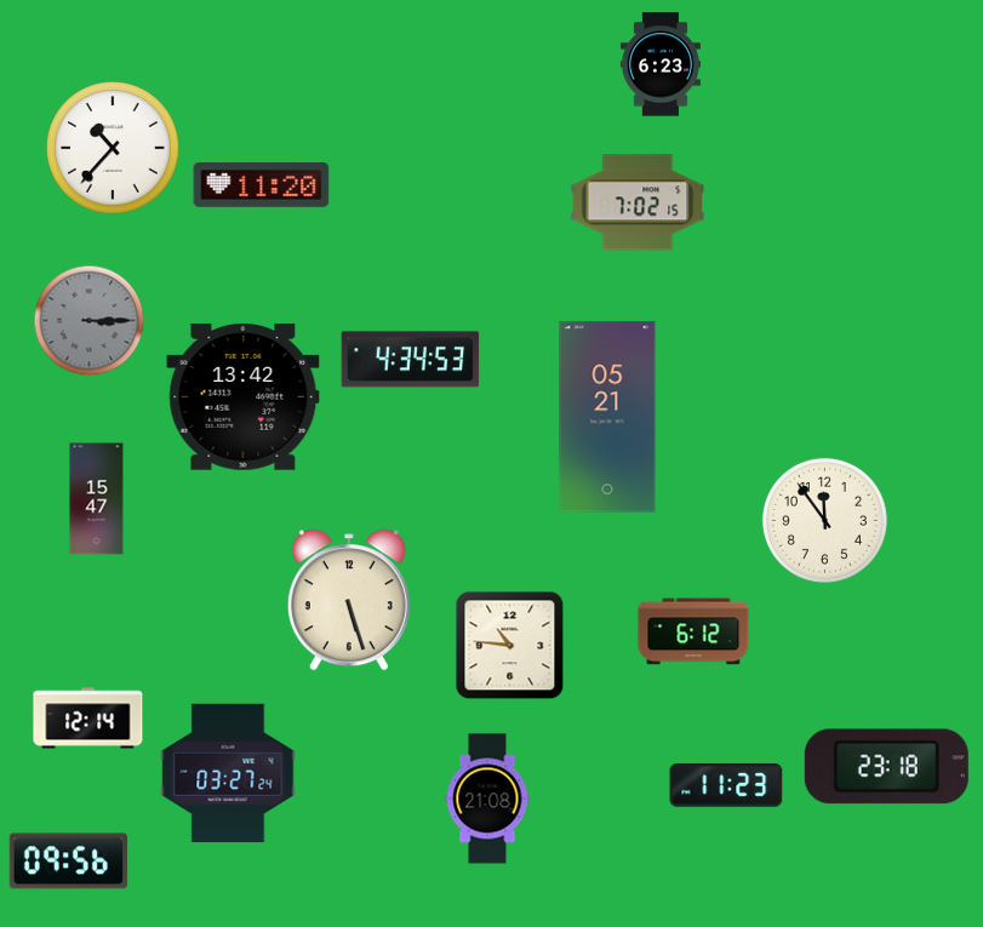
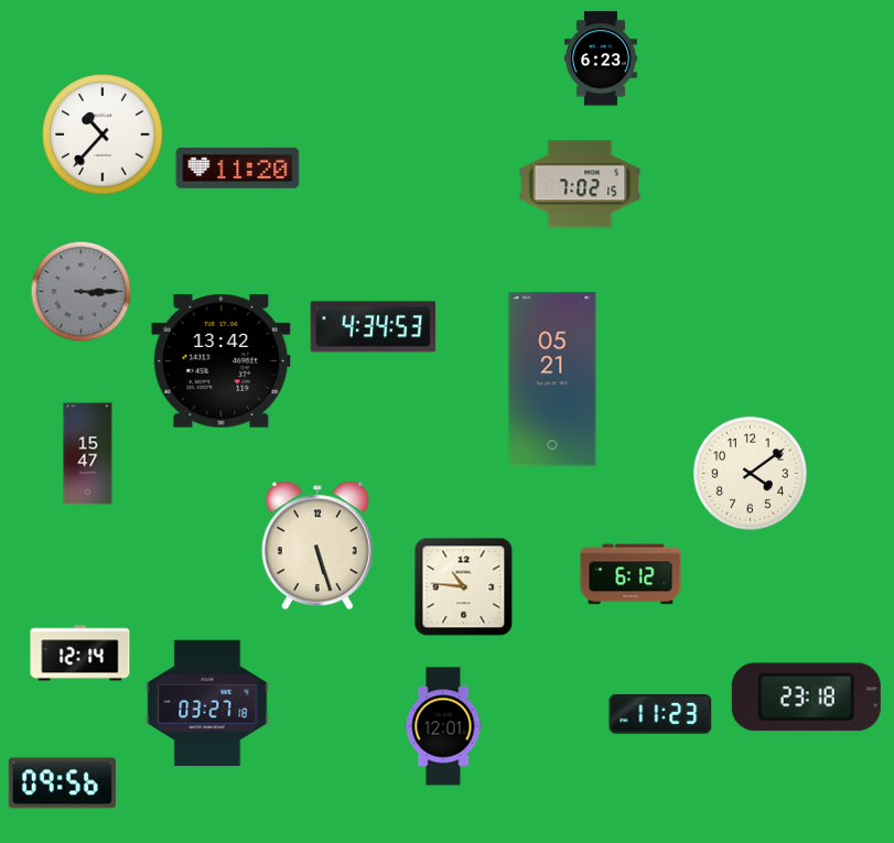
clock at (824, 520): 11:54 -> 4:09
clock at (228, 773): 03:27:24 -> 03:27:18
clock at (487, 799): 21:08 -> 12:01
